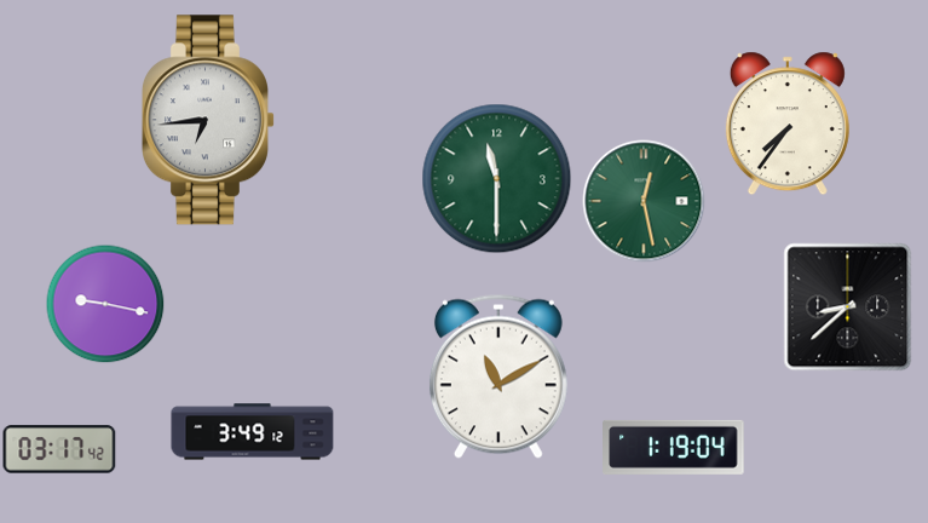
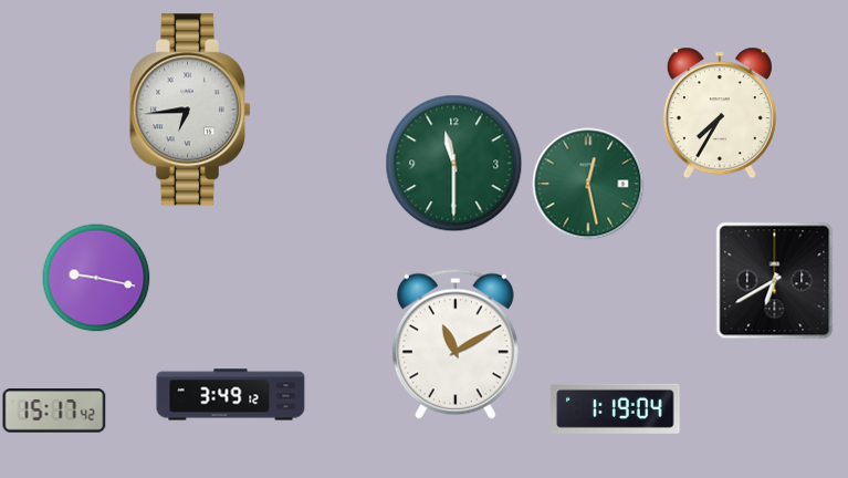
clock at (788, 123): 7:36 -> 7:35
clock at (848, 308): 8:38 -> 6:40
clock at (59, 449): 03:17 -> 15:17
